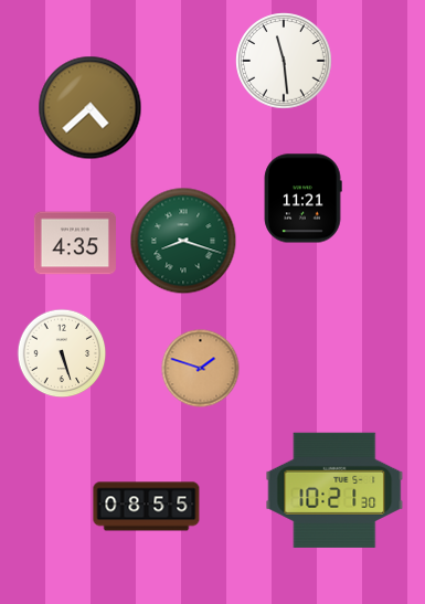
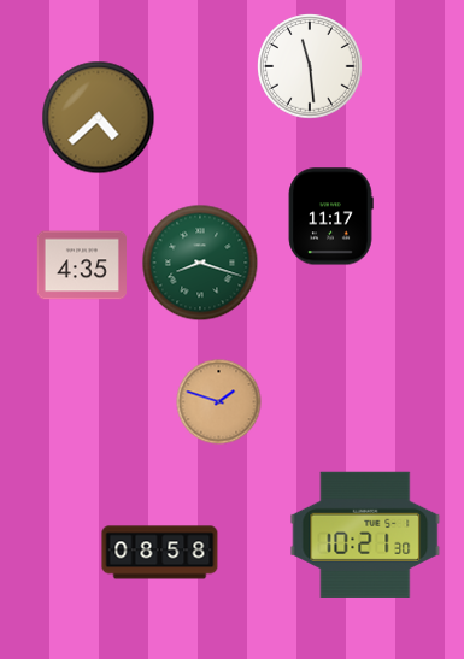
clock at (302, 199): 11:21 -> 11:17
clock at (62, 353): 5:27 -> none
clock at (147, 507): 08:55 -> 08:58
